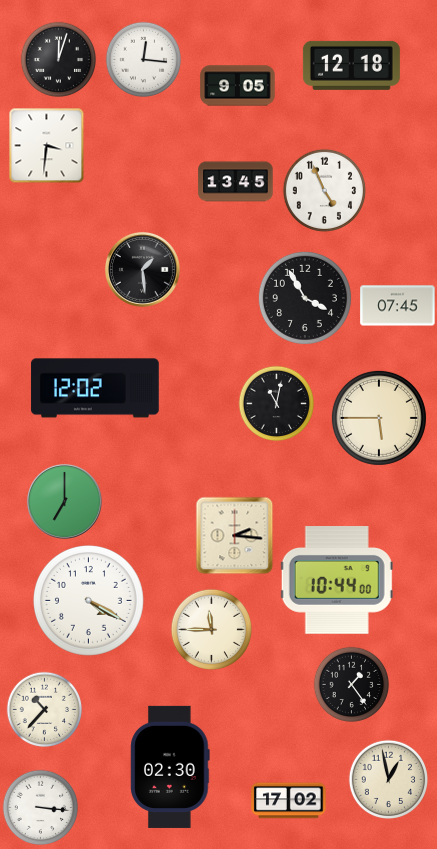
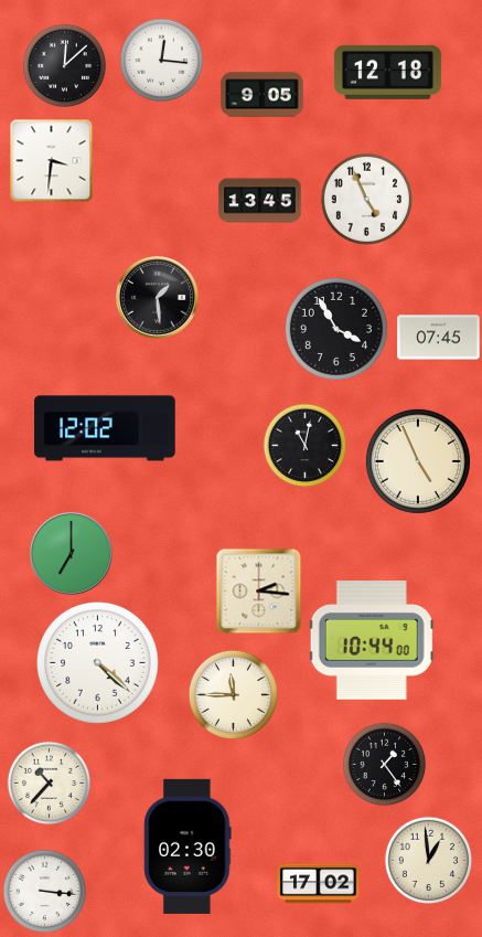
clock at (59, 60): 12:03 -> 12:08
clock at (144, 60) position: (144, 60) -> (162, 61)
clock at (324, 190) position: (324, 190) -> (366, 199)
clock at (379, 418): 5:45 -> 4:56
clock at (88, 600): 4:20 -> 4:22
clock at (352, 685) position: (352, 685) -> (385, 765)
clock at (388, 779): 12:58 -> 12:59
